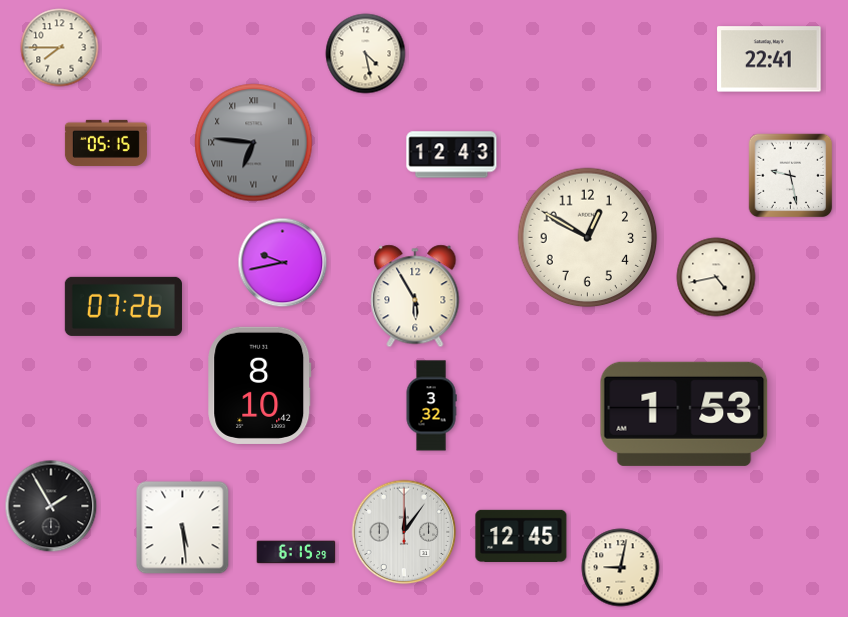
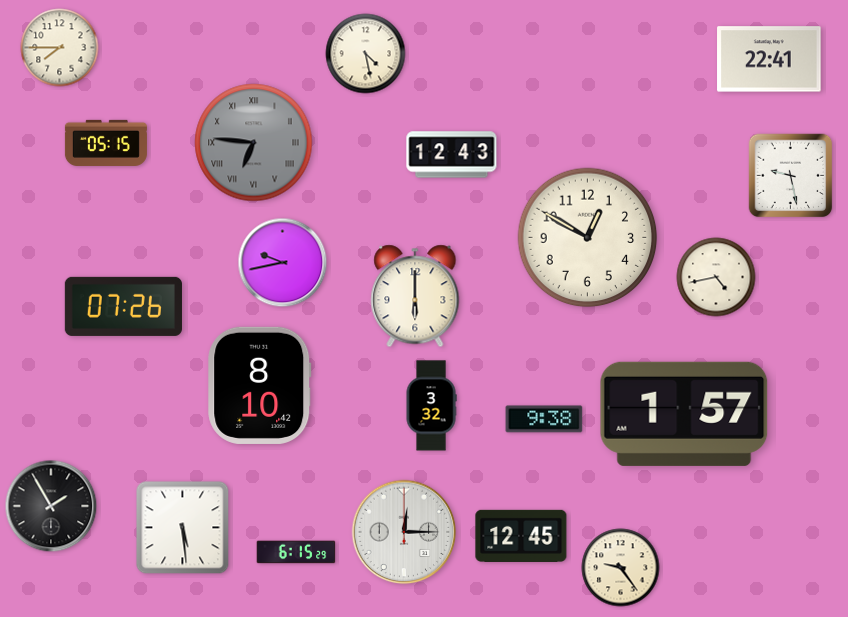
clock at (415, 296): 5:55 -> 6:00
clock at (684, 414): 1:53 -> 1:57
clock at (544, 419): none -> 9:38
clock at (404, 532): 12:06 -> 12:15
clock at (621, 568): 9:02 -> 9:24
